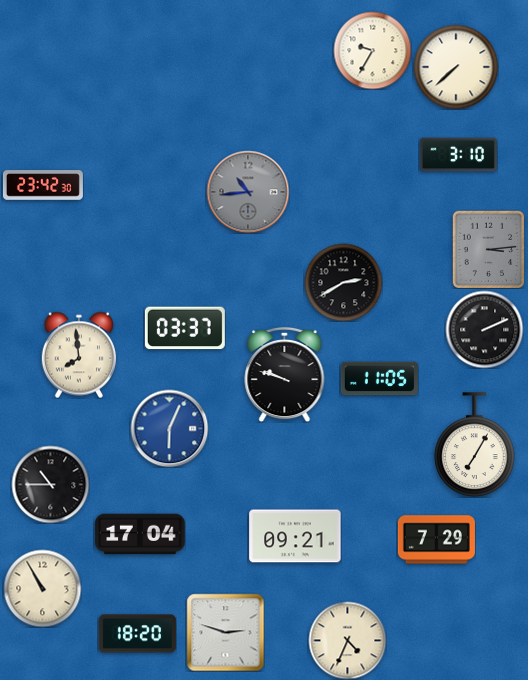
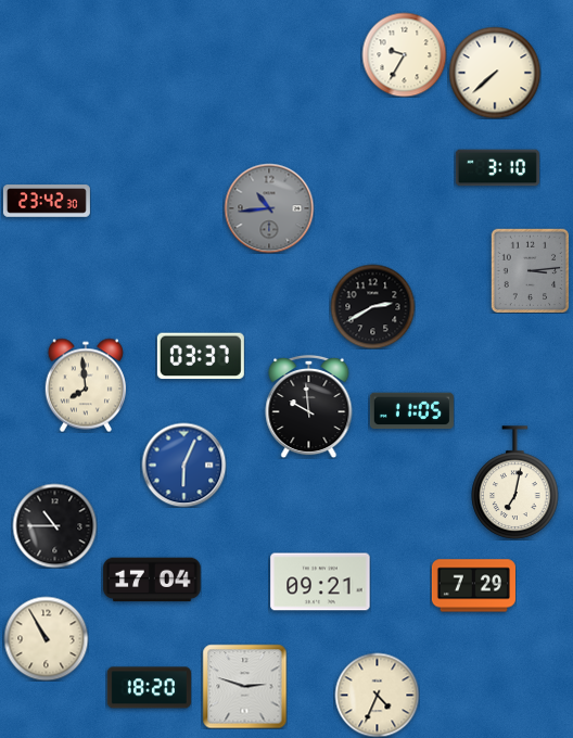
clock at (484, 329): 2:11 -> none
clock at (285, 374): 9:48 -> 9:59
clock at (475, 445): 7:05 -> 7:02
